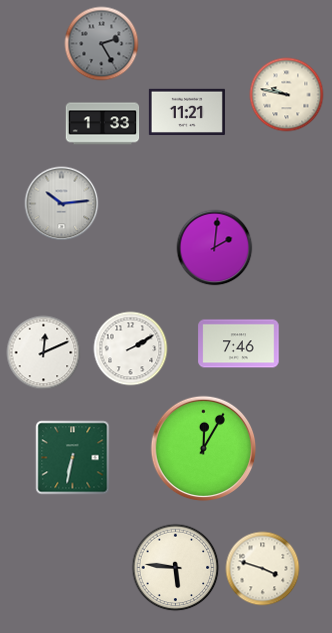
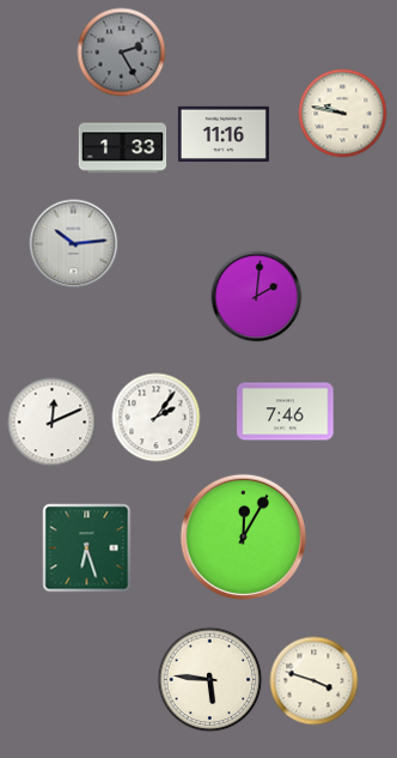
clock at (187, 112): 11:21 -> 11:16
clock at (131, 349): 2:10 -> 2:06
clock at (73, 458): 6:32 -> 6:27
